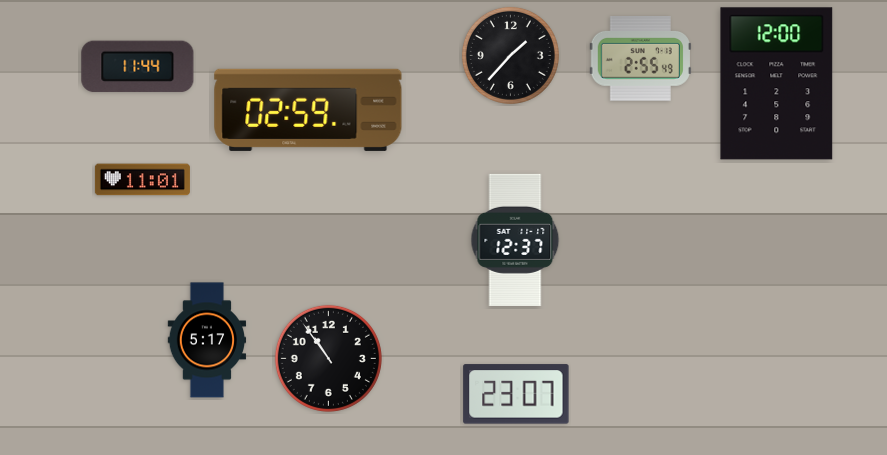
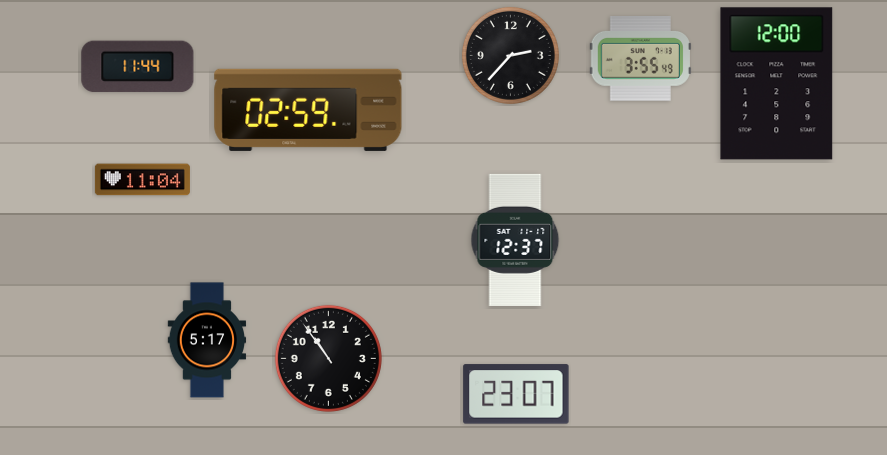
clock at (510, 55): 1:37 -> 2:37
clock at (640, 59): 2:55 -> 3:55
clock at (142, 180): 11:01 -> 11:04
